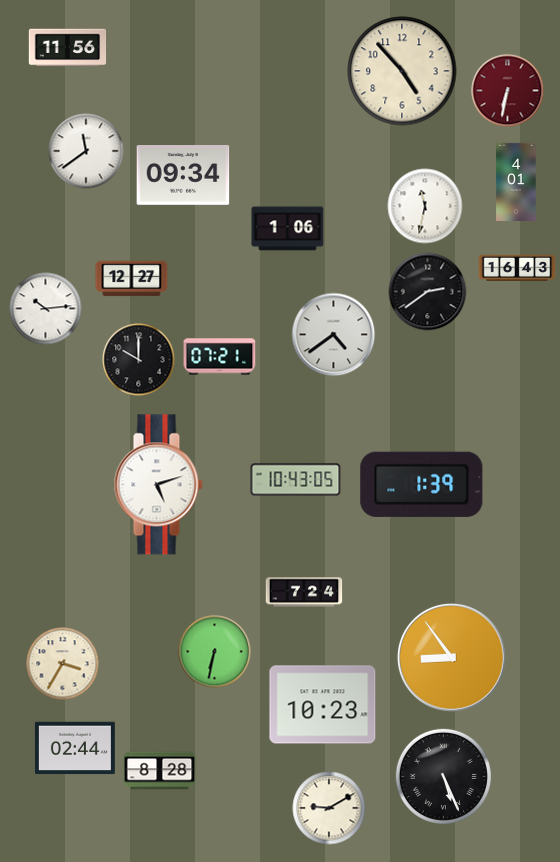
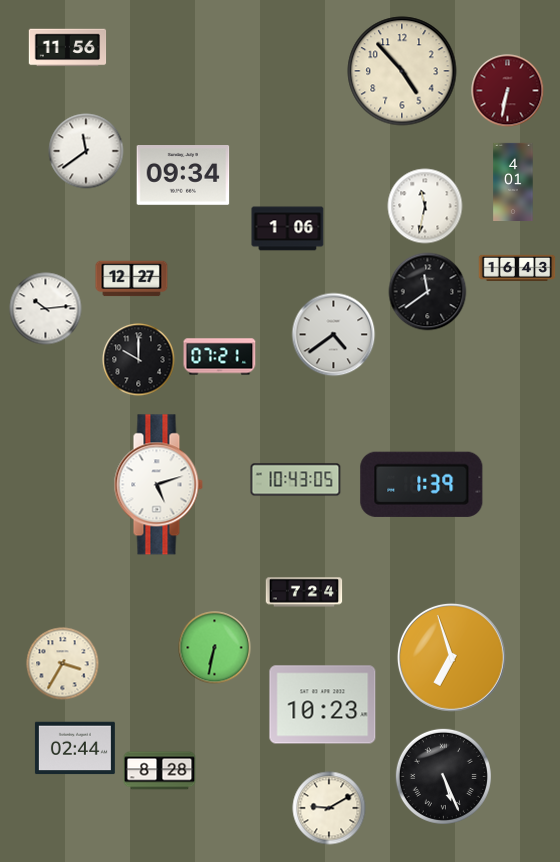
clock at (516, 181) position: (516, 181) -> (513, 181)
clock at (428, 292): 2:39 -> 11:39
clock at (215, 652) position: (215, 652) -> (215, 648)
clock at (451, 657): 8:54 -> 6:57
